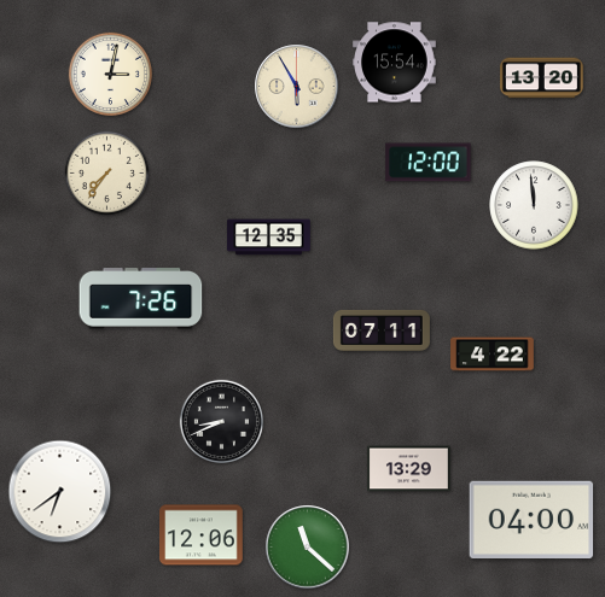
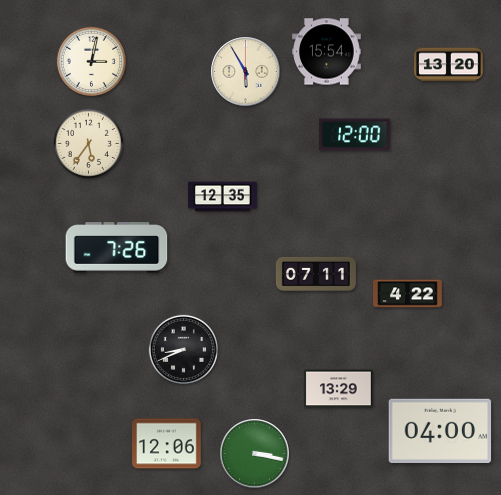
clock at (106, 172): 7:36 -> 5:36
clock at (534, 205): 11:59 -> none
clock at (60, 492): 6:39 -> none
clock at (308, 548): 11:22 -> 3:17
